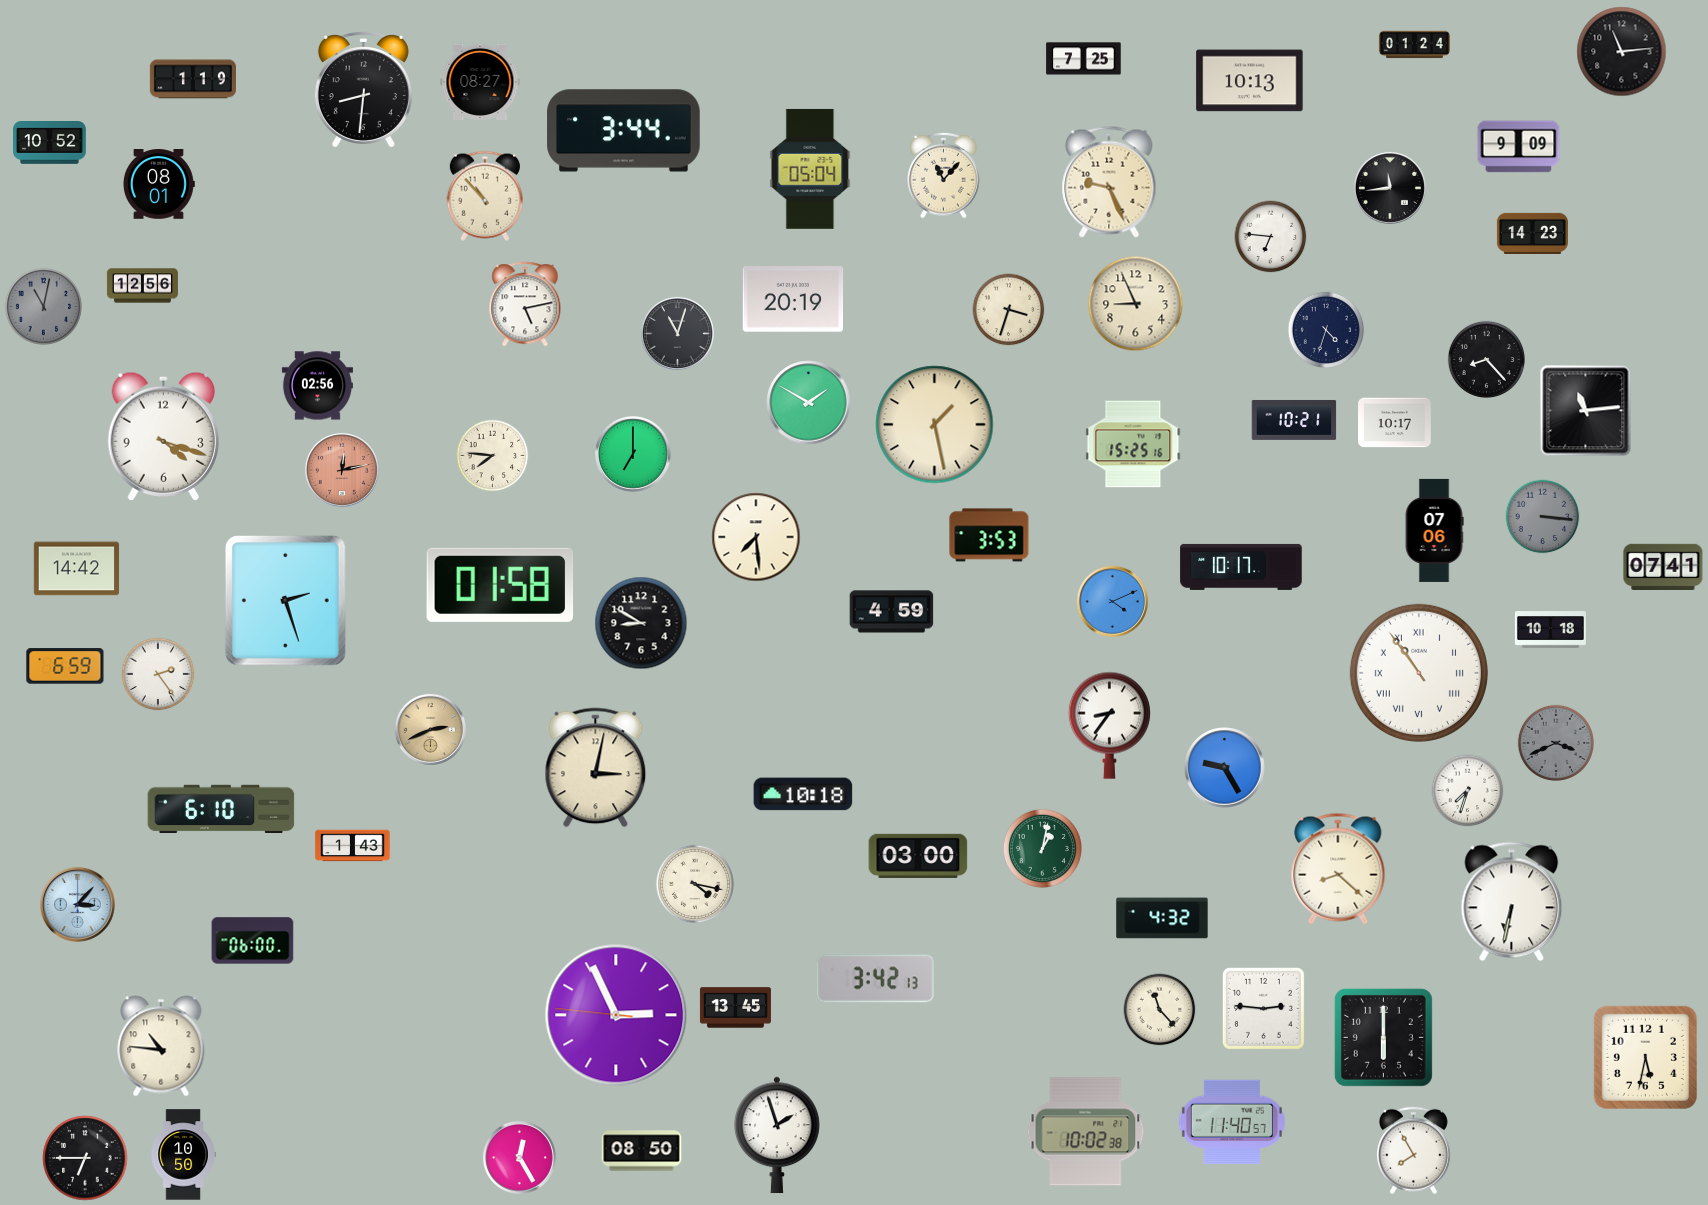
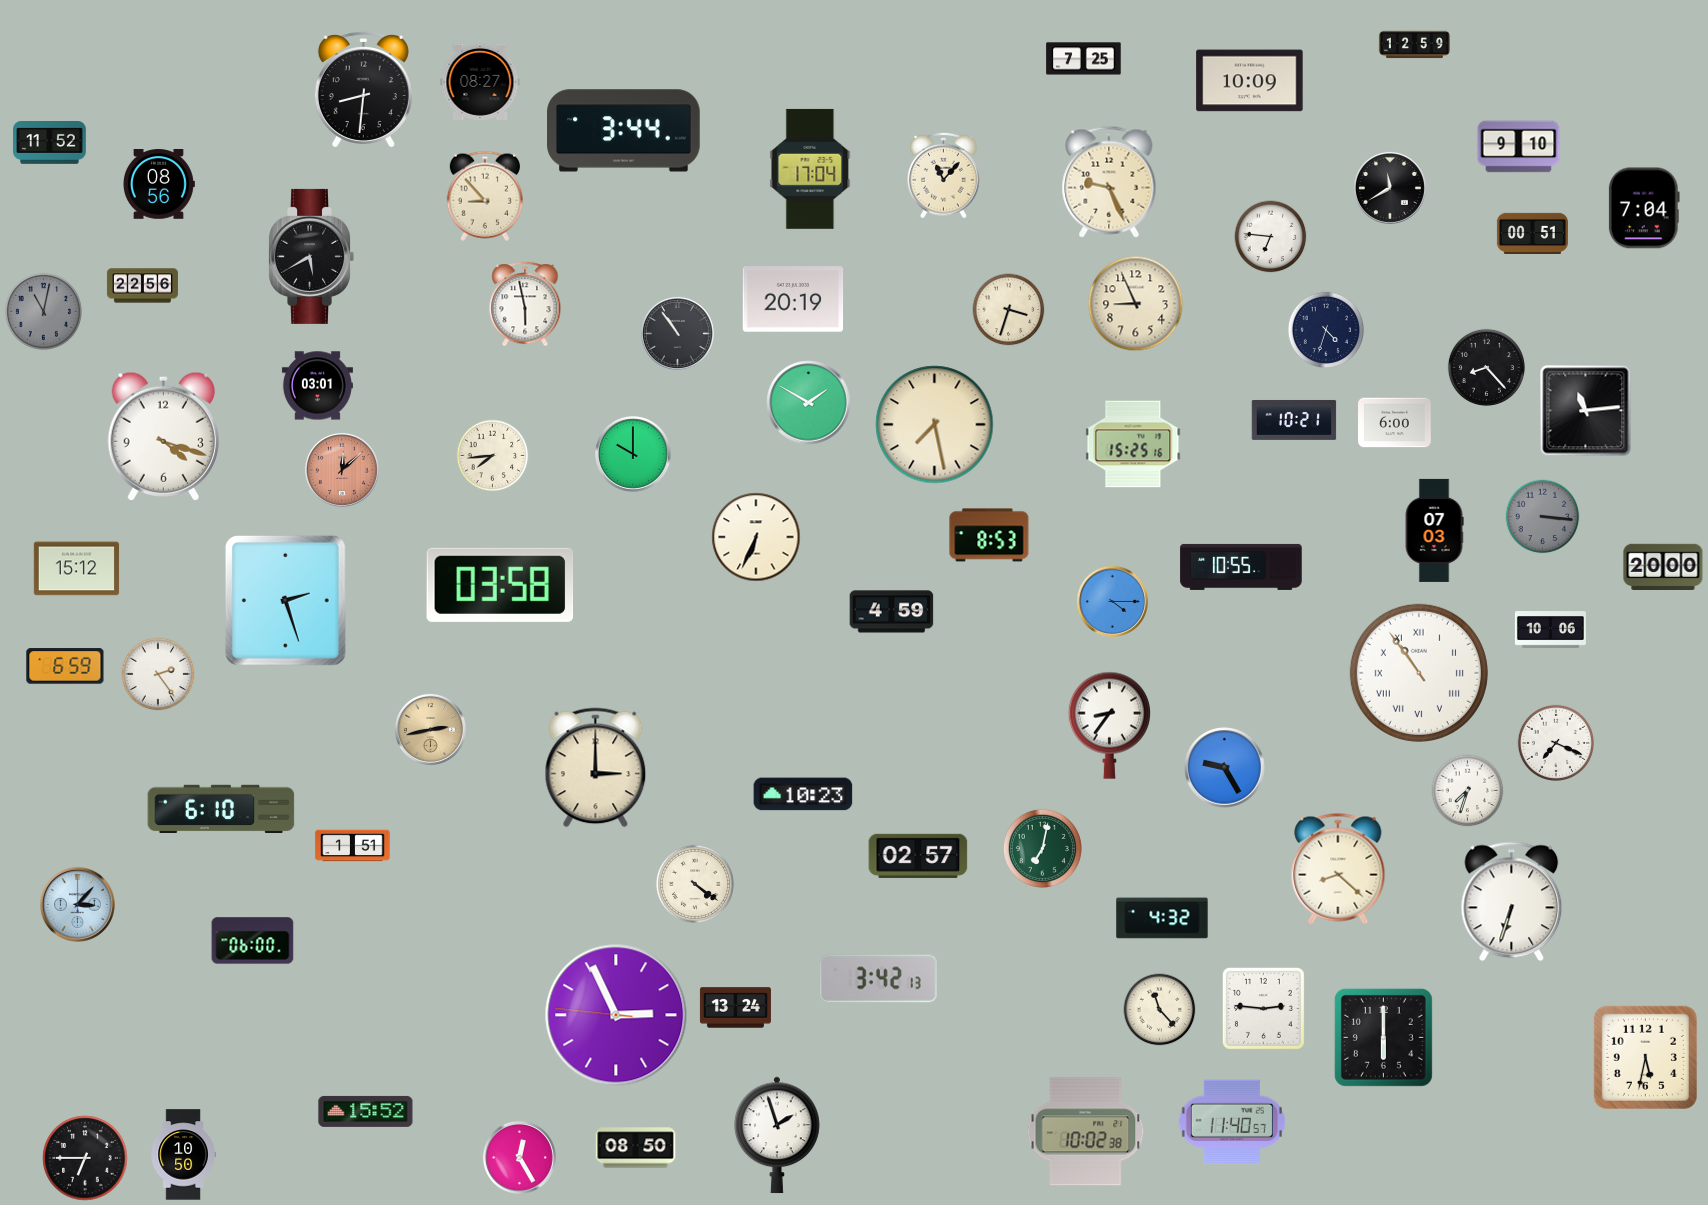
clock at (1414, 45): 01:24 -> 12:59
clock at (1622, 52): 11:14 -> none
clock at (193, 79): 1:19 -> none
clock at (1250, 81): 10:13 -> 10:09
clock at (50, 143): 10:52 -> 11:52
clock at (1519, 147): 9:09 -> 9:10
clock at (810, 169): 05:04 -> 17:04
clock at (159, 185): 08:01 -> 08:56
clock at (1390, 188): 11:44 -> 11:40
clock at (485, 196): 10:53 -> 8:53
clock at (1644, 208): none -> 7:04
clock at (1532, 233): 14:23 -> 00:51
clock at (311, 256): none -> 5:40
clock at (142, 286): 12:56 -> 22:56
clock at (525, 304): 5:13 -> 5:58
clock at (43, 306) position: (43, 306) -> (43, 311)
clock at (677, 333): 11:03 -> 10:54
clock at (1486, 359) position: (1486, 359) -> (1486, 367)
clock at (317, 386): 02:56 -> 03:01
clock at (1395, 423): 10:17 -> 6:00
clock at (935, 425): 1:28 -> 7:28
clock at (634, 455): 7:00 -> 10:00
clock at (493, 456): 7:46 -> 7:44
clock at (342, 470): 12:13 -> 12:08
clock at (1434, 530): 07:06 -> 07:03
clock at (989, 535): 3:53 -> 8:53
clock at (756, 537): 7:29 -> 6:34
clock at (1663, 566): 07:41 -> 20:00
clock at (1241, 567): 10:17 -> 10:55
clock at (77, 569): 14:42 -> 15:12
clock at (500, 585): 01:58 -> 03:58
clock at (1112, 601): 4:11 -> 4:15
clock at (641, 623): 8:50 -> none
clock at (1550, 630): 10:18 -> 10:06
clock at (430, 729): 2:41 -> 2:43
clock at (1555, 742): 3:41 -> 7:19
clock at (1555, 742) dial: grey -> white
clock at (596, 768): 3:02 -> 3:00
clock at (803, 794): 10:18 -> 10:23
clock at (353, 846): 1:43 -> 1:51
clock at (1042, 848): 1:02 -> 7:02
clock at (918, 856): 03:00 -> 02:57
clock at (695, 884): 4:17 -> 4:21
clock at (1512, 902): 6:32 -> 6:33
clock at (875, 979) position: (875, 979) -> (878, 979)
clock at (735, 1008): 13:45 -> 13:24
clock at (161, 1046): 10:46 -> none
clock at (366, 1111): none -> 15:52
clock at (642, 1151) position: (642, 1151) -> (636, 1148)
clock at (1413, 1151): 7:55 -> none
